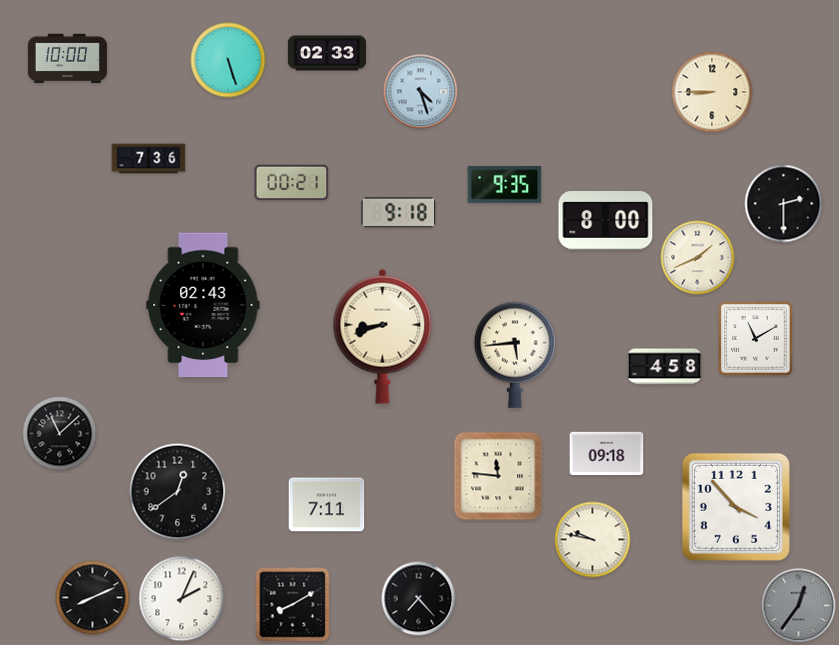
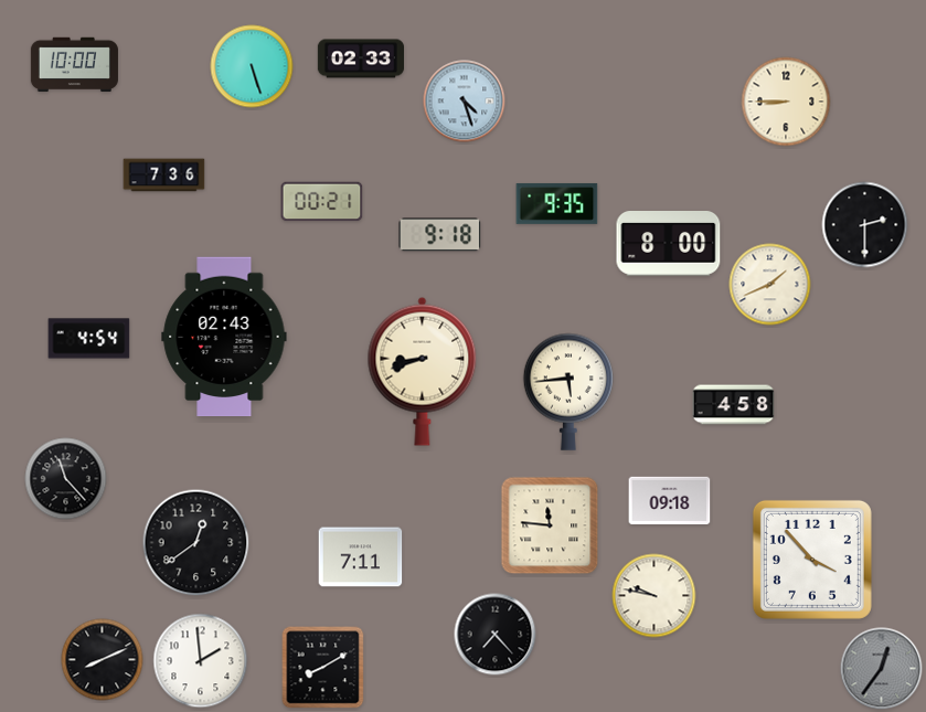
clock at (89, 339): none -> 4:54
clock at (756, 339): 11:10 -> none
clock at (60, 434): 11:08 -> 11:23
clock at (182, 599): 2:04 -> 1:59
clock at (419, 599) position: (419, 599) -> (496, 635)
